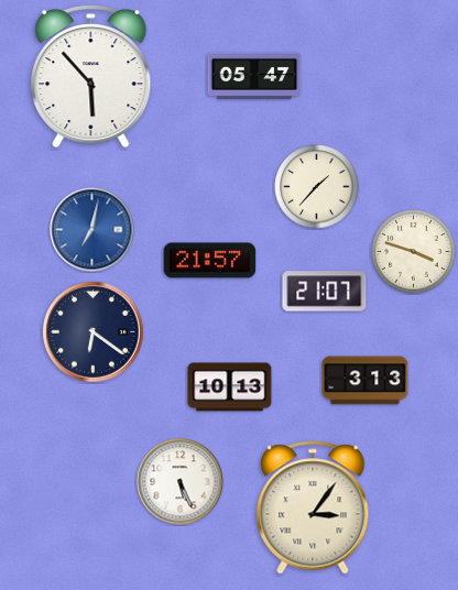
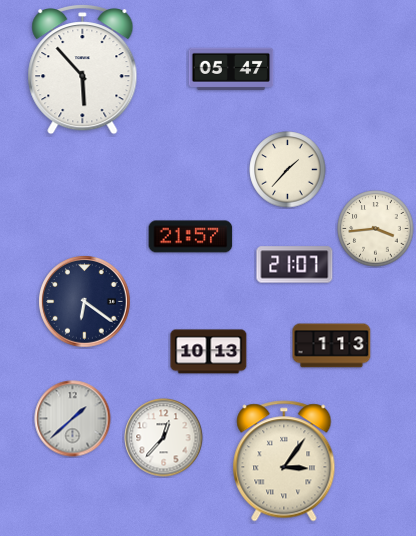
clock at (92, 230): 7:02 -> none
clock at (414, 252): 3:48 -> 3:44
clock at (366, 381): 3:13 -> 1:13
clock at (73, 419): none -> 1:38
clock at (181, 482): 5:26 -> 12:37
